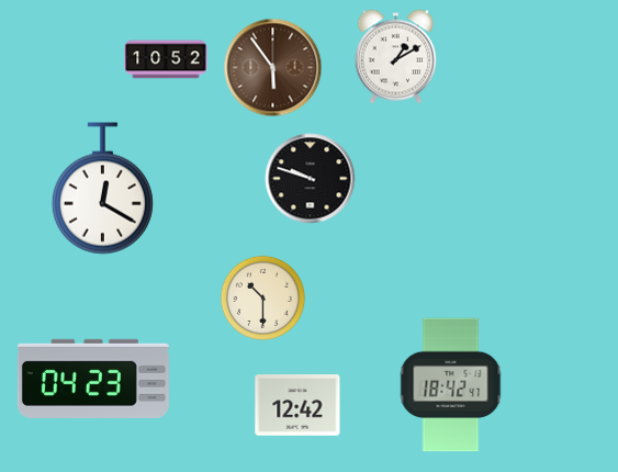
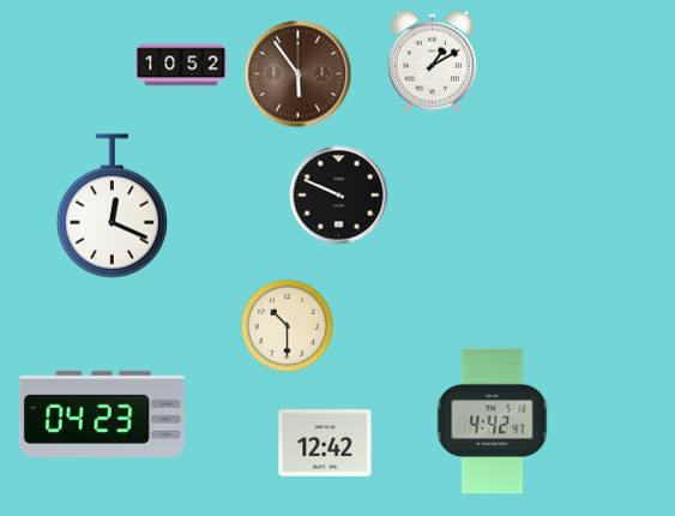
clock at (311, 179): 9:48 -> 9:49
clock at (102, 189): 12:20 -> 12:19
clock at (451, 385): 18:42 -> 4:42
